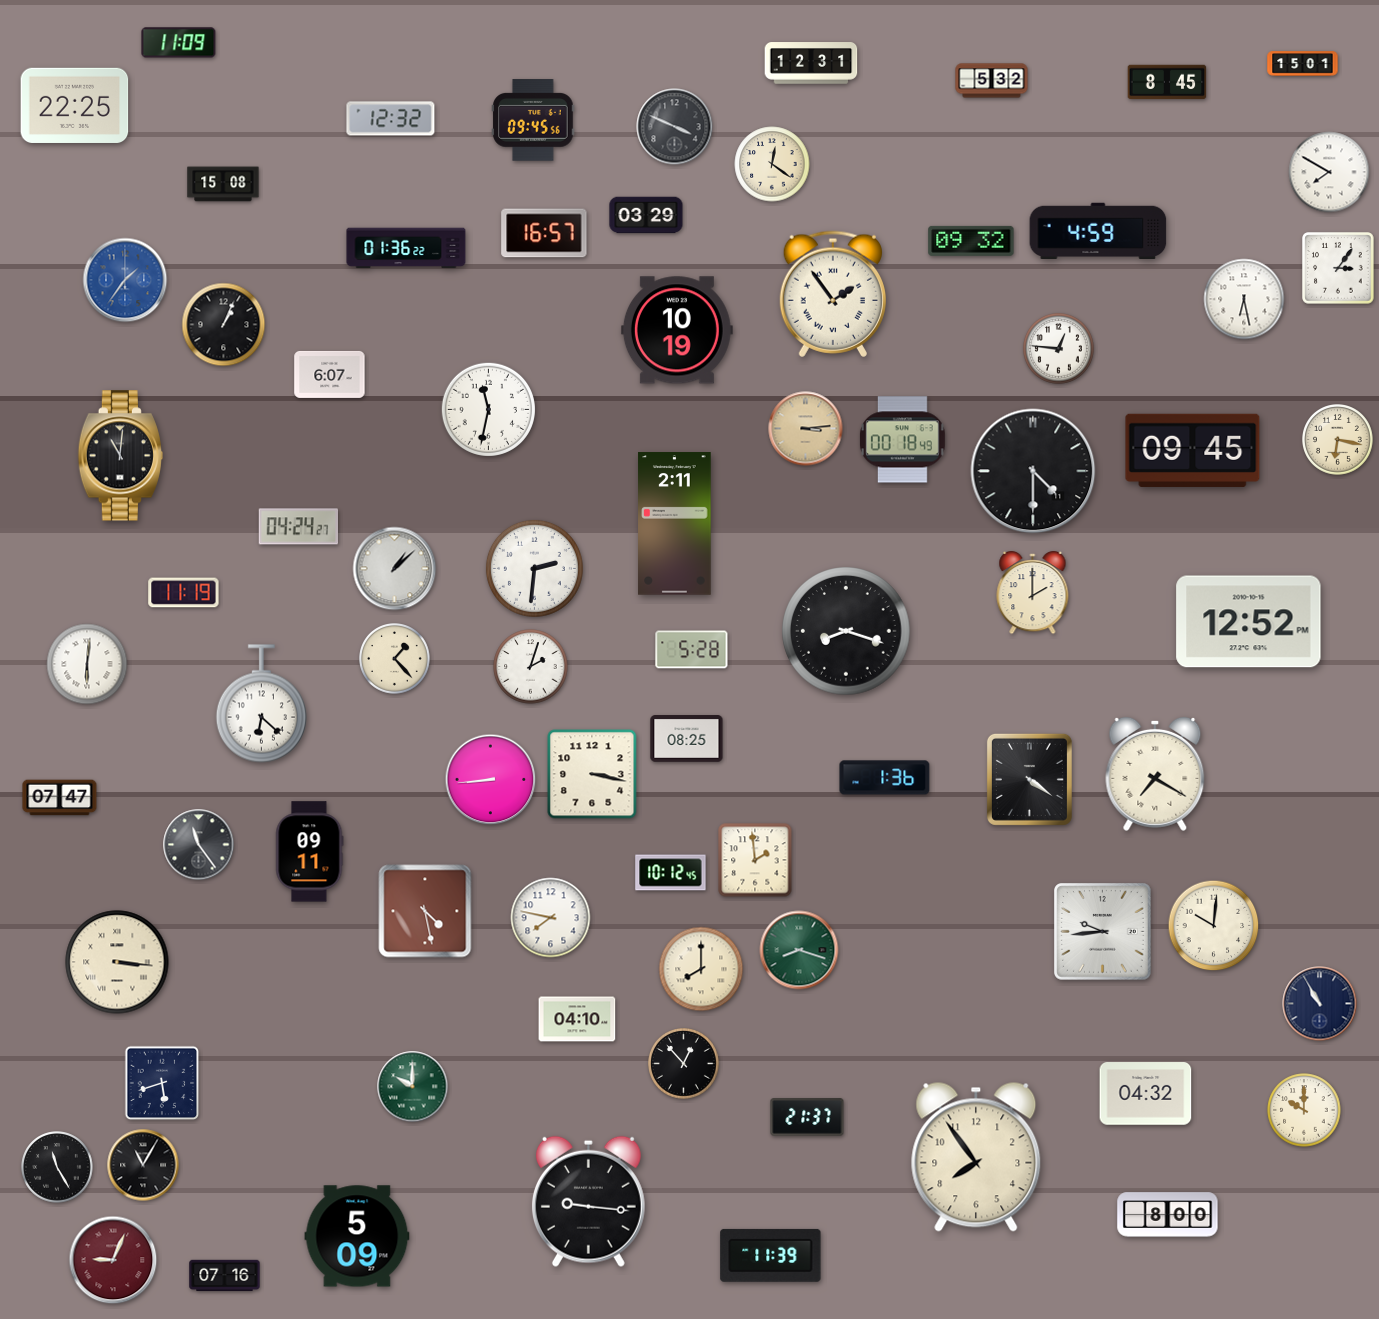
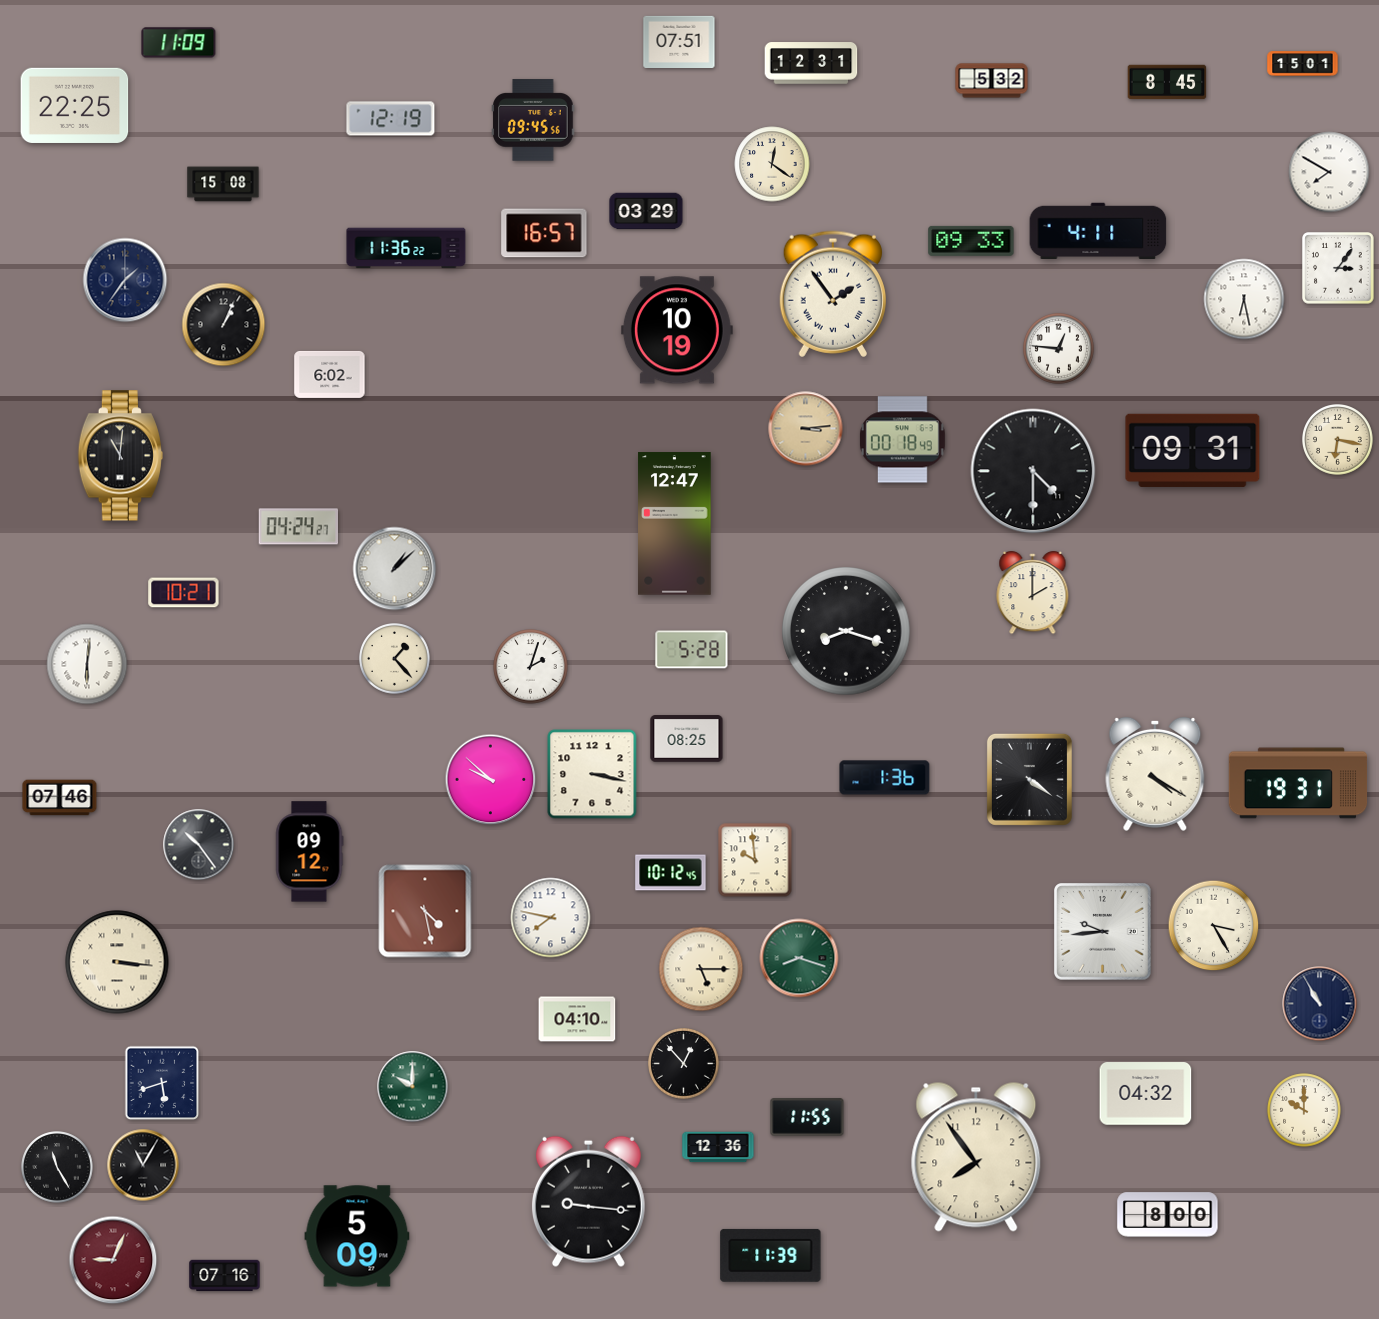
clock at (679, 41): none -> 07:51
clock at (391, 119): 12:32 -> 12:19
clock at (675, 127): 3:49 -> none
clock at (646, 215) position: (646, 215) -> (646, 211)
clock at (1098, 230): 4:59 -> 4:11
clock at (971, 241): 09:32 -> 09:33
clock at (406, 248): 01:36 -> 11:36
clock at (125, 280) dial: blue -> navy
clock at (330, 374): 6:07 -> 6:02
clock at (488, 409): 11:32 -> none
clock at (1193, 450): 09:45 -> 09:31
clock at (675, 524): 2:11 -> 12:47
clock at (534, 568): 2:31 -> none
clock at (184, 593): 11:19 -> 10:21
clock at (1249, 622): 12:52 -> none
clock at (261, 704): 6:22 -> none
clock at (1155, 774): 7:20 -> 4:20
clock at (491, 780): 8:44 -> 9:52
clock at (1298, 783): none -> 19:31
clock at (60, 798): 07:47 -> 07:46
clock at (199, 845): 11:24 -> 10:24
clock at (310, 852): 09:11 -> 09:12
clock at (755, 860): 1:59 -> 9:59
clock at (1214, 926): 10:01 -> 3:25
clock at (799, 950) position: (799, 950) -> (799, 958)
clock at (701, 969): 8:00 -> 5:15
clock at (807, 1117): 21:37 -> 11:55
clock at (718, 1147): none -> 12:36
